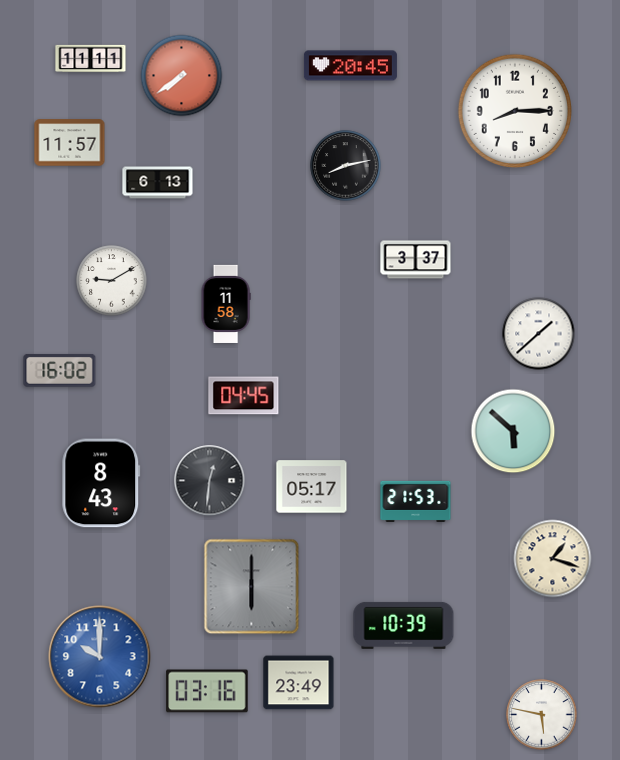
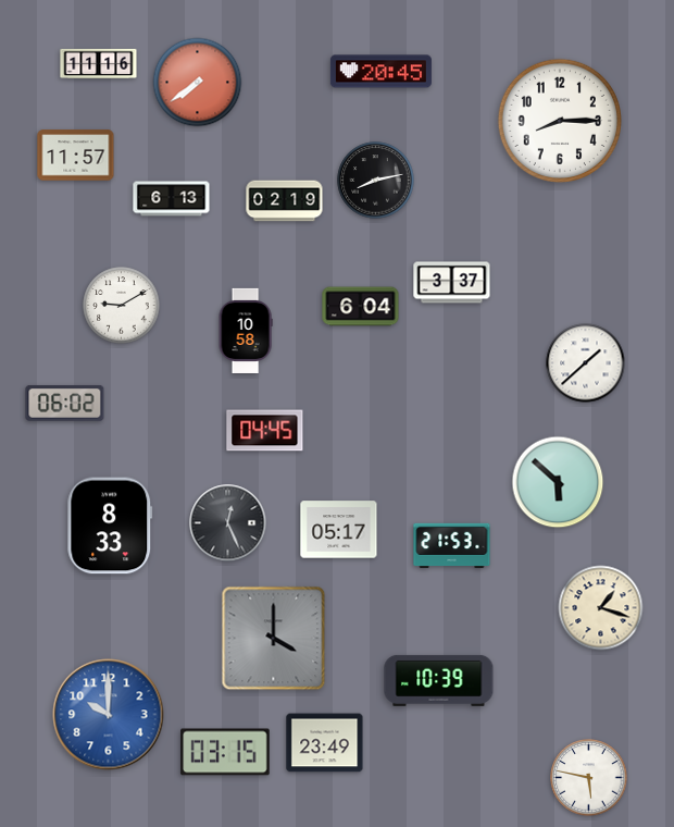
clock at (91, 59): 11:11 -> 11:16
clock at (285, 201): none -> 02:19
clock at (361, 307): none -> 6:04
clock at (226, 304): 11:58 -> 10:58
clock at (60, 370): 16:02 -> 06:02
clock at (513, 431) position: (513, 431) -> (558, 482)
clock at (210, 481): 12:31 -> 12:26
clock at (101, 483): 8:43 -> 8:33
clock at (252, 587): 6:00 -> 4:00
clock at (207, 691): 03:16 -> 03:15
